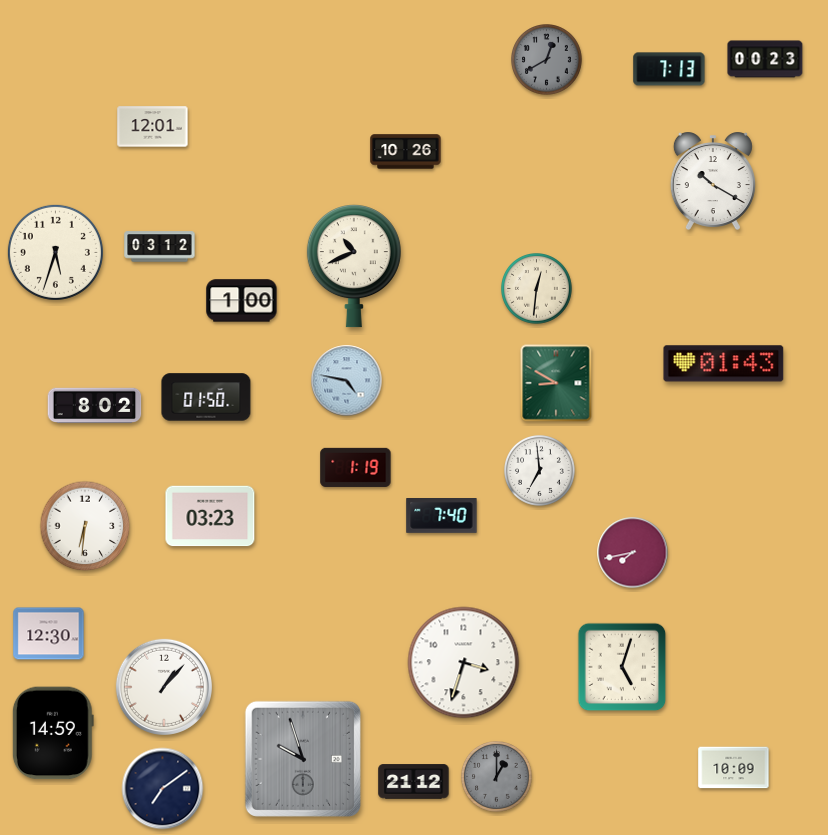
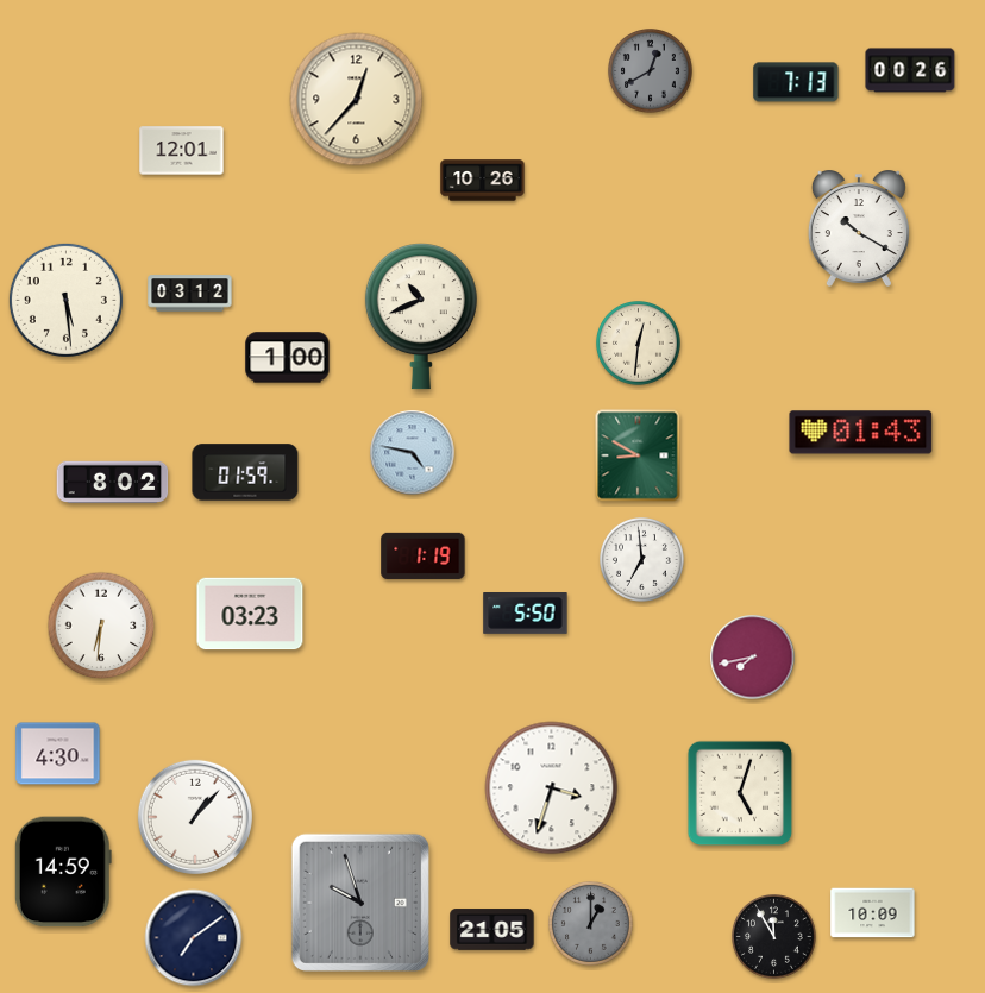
clock at (765, 59): 00:23 -> 00:26
clock at (357, 100): none -> 12:37
clock at (713, 181) position: (713, 181) -> (859, 228)
clock at (55, 252): 5:33 -> 5:29
clock at (556, 383) position: (556, 383) -> (638, 455)
clock at (206, 397): 01:50 -> 01:59
clock at (442, 516): 7:40 -> 5:50
clock at (49, 634): 12:30 -> 4:30
clock at (414, 782): 21:12 -> 21:05
clock at (774, 937): none -> 11:55
